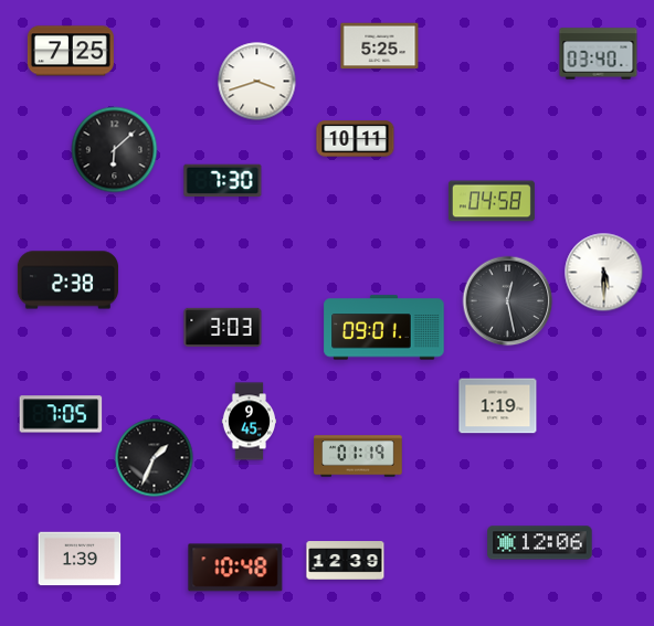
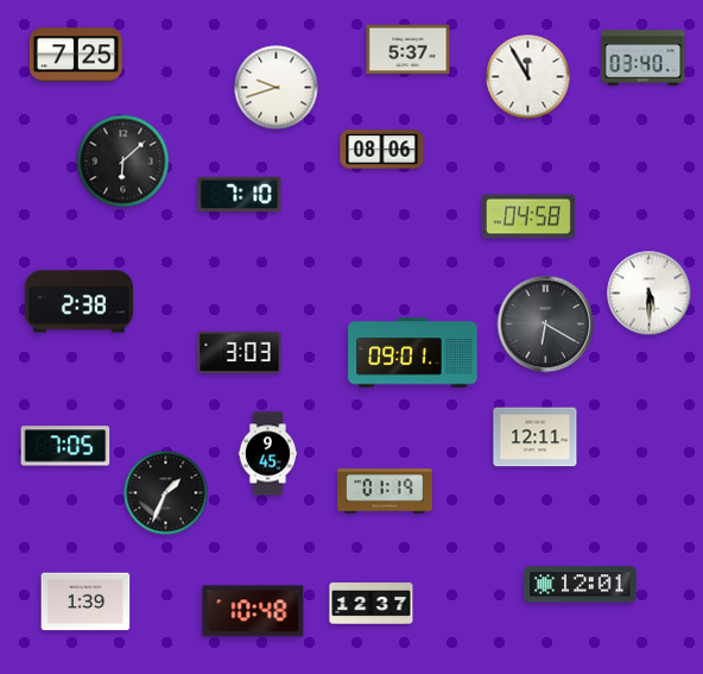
clock at (380, 46): 5:25 -> 5:37
clock at (528, 77): none -> 11:55
clock at (257, 82): 3:42 -> 9:42
clock at (356, 139): 10:11 -> 08:06
clock at (223, 181): 7:30 -> 7:10
clock at (67, 280) position: (67, 280) -> (78, 302)
clock at (508, 301): 12:28 -> 6:20
clock at (498, 406): 1:19 -> 12:11
clock at (540, 543): 12:06 -> 12:01
clock at (346, 561): 12:39 -> 12:37
